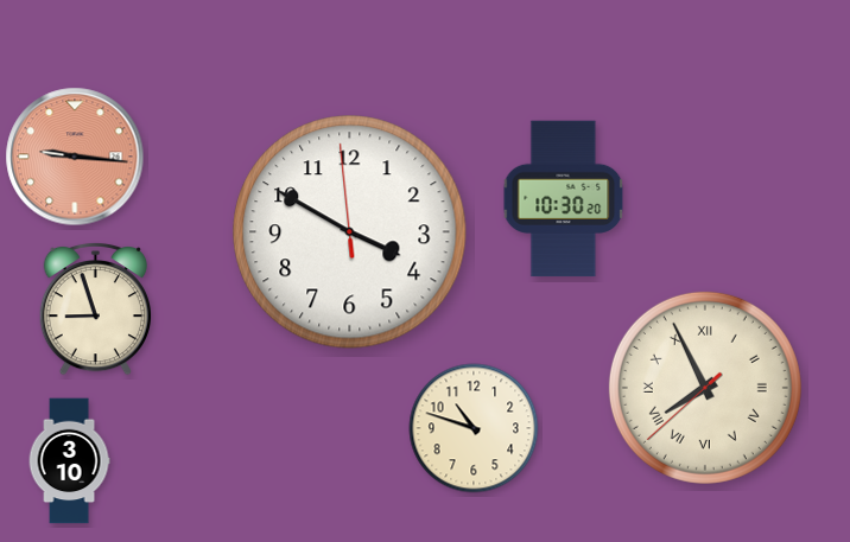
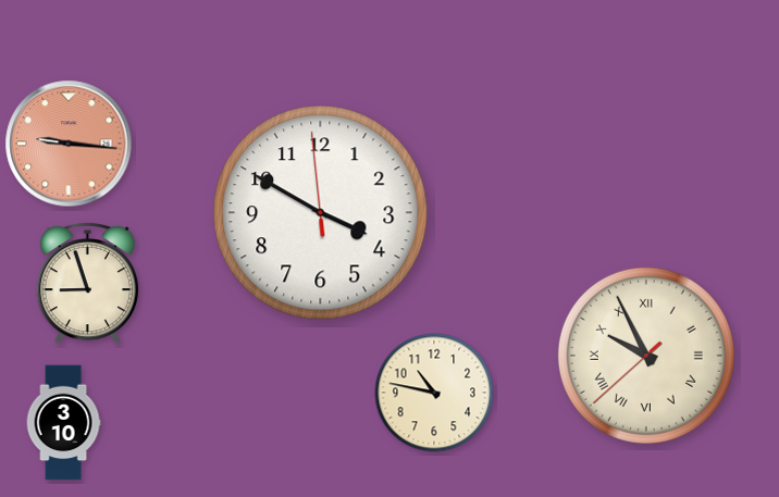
clock at (564, 199): 10:30 -> none
clock at (705, 388): 7:55 -> 9:55
clock at (474, 428): 10:48 -> 10:47
